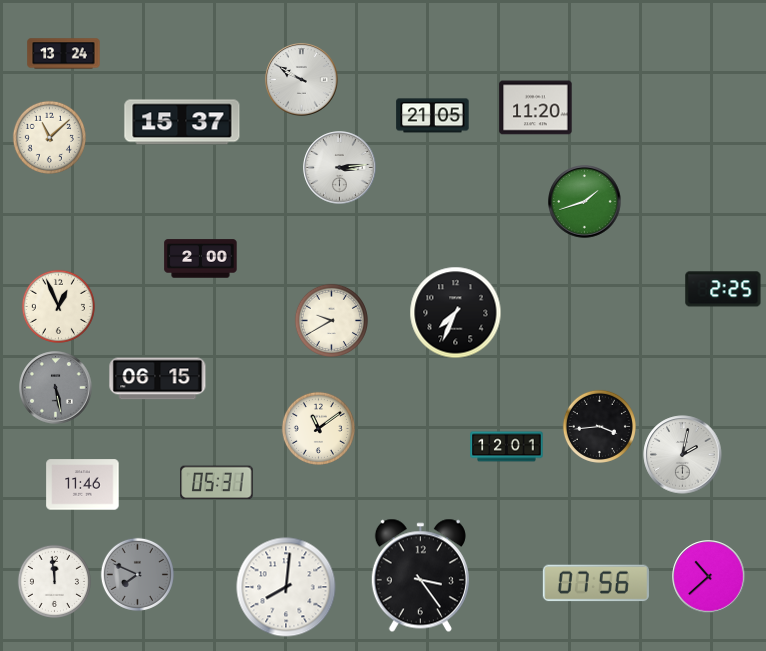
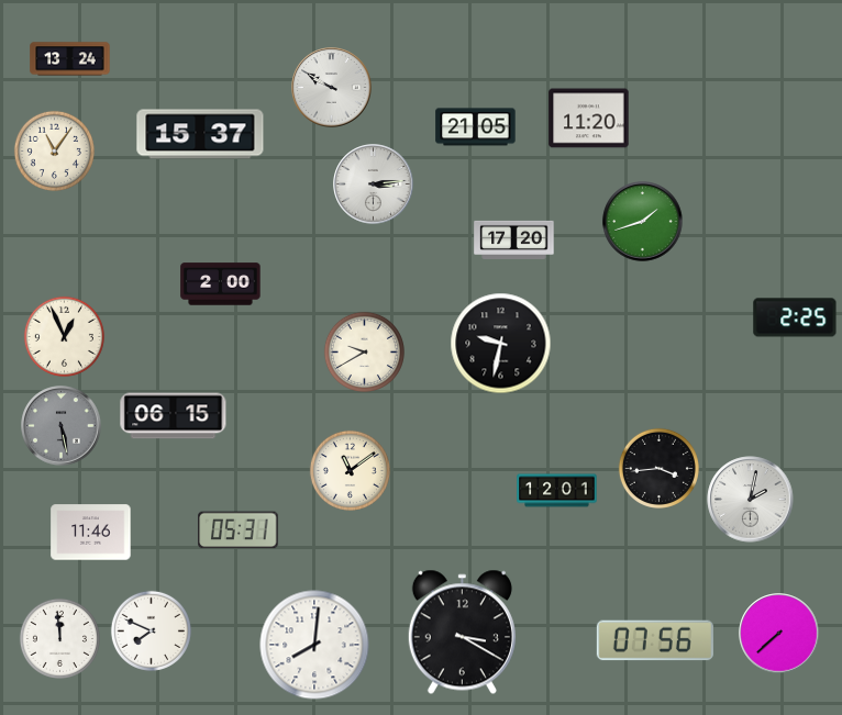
clock at (49, 137): 11:08 -> 11:06
clock at (514, 239): none -> 17:20
clock at (456, 313): 7:34 -> 9:32
clock at (137, 574) dial: grey -> white
clock at (420, 576): 3:24 -> 3:20
clock at (709, 577): 10:38 -> 7:38
